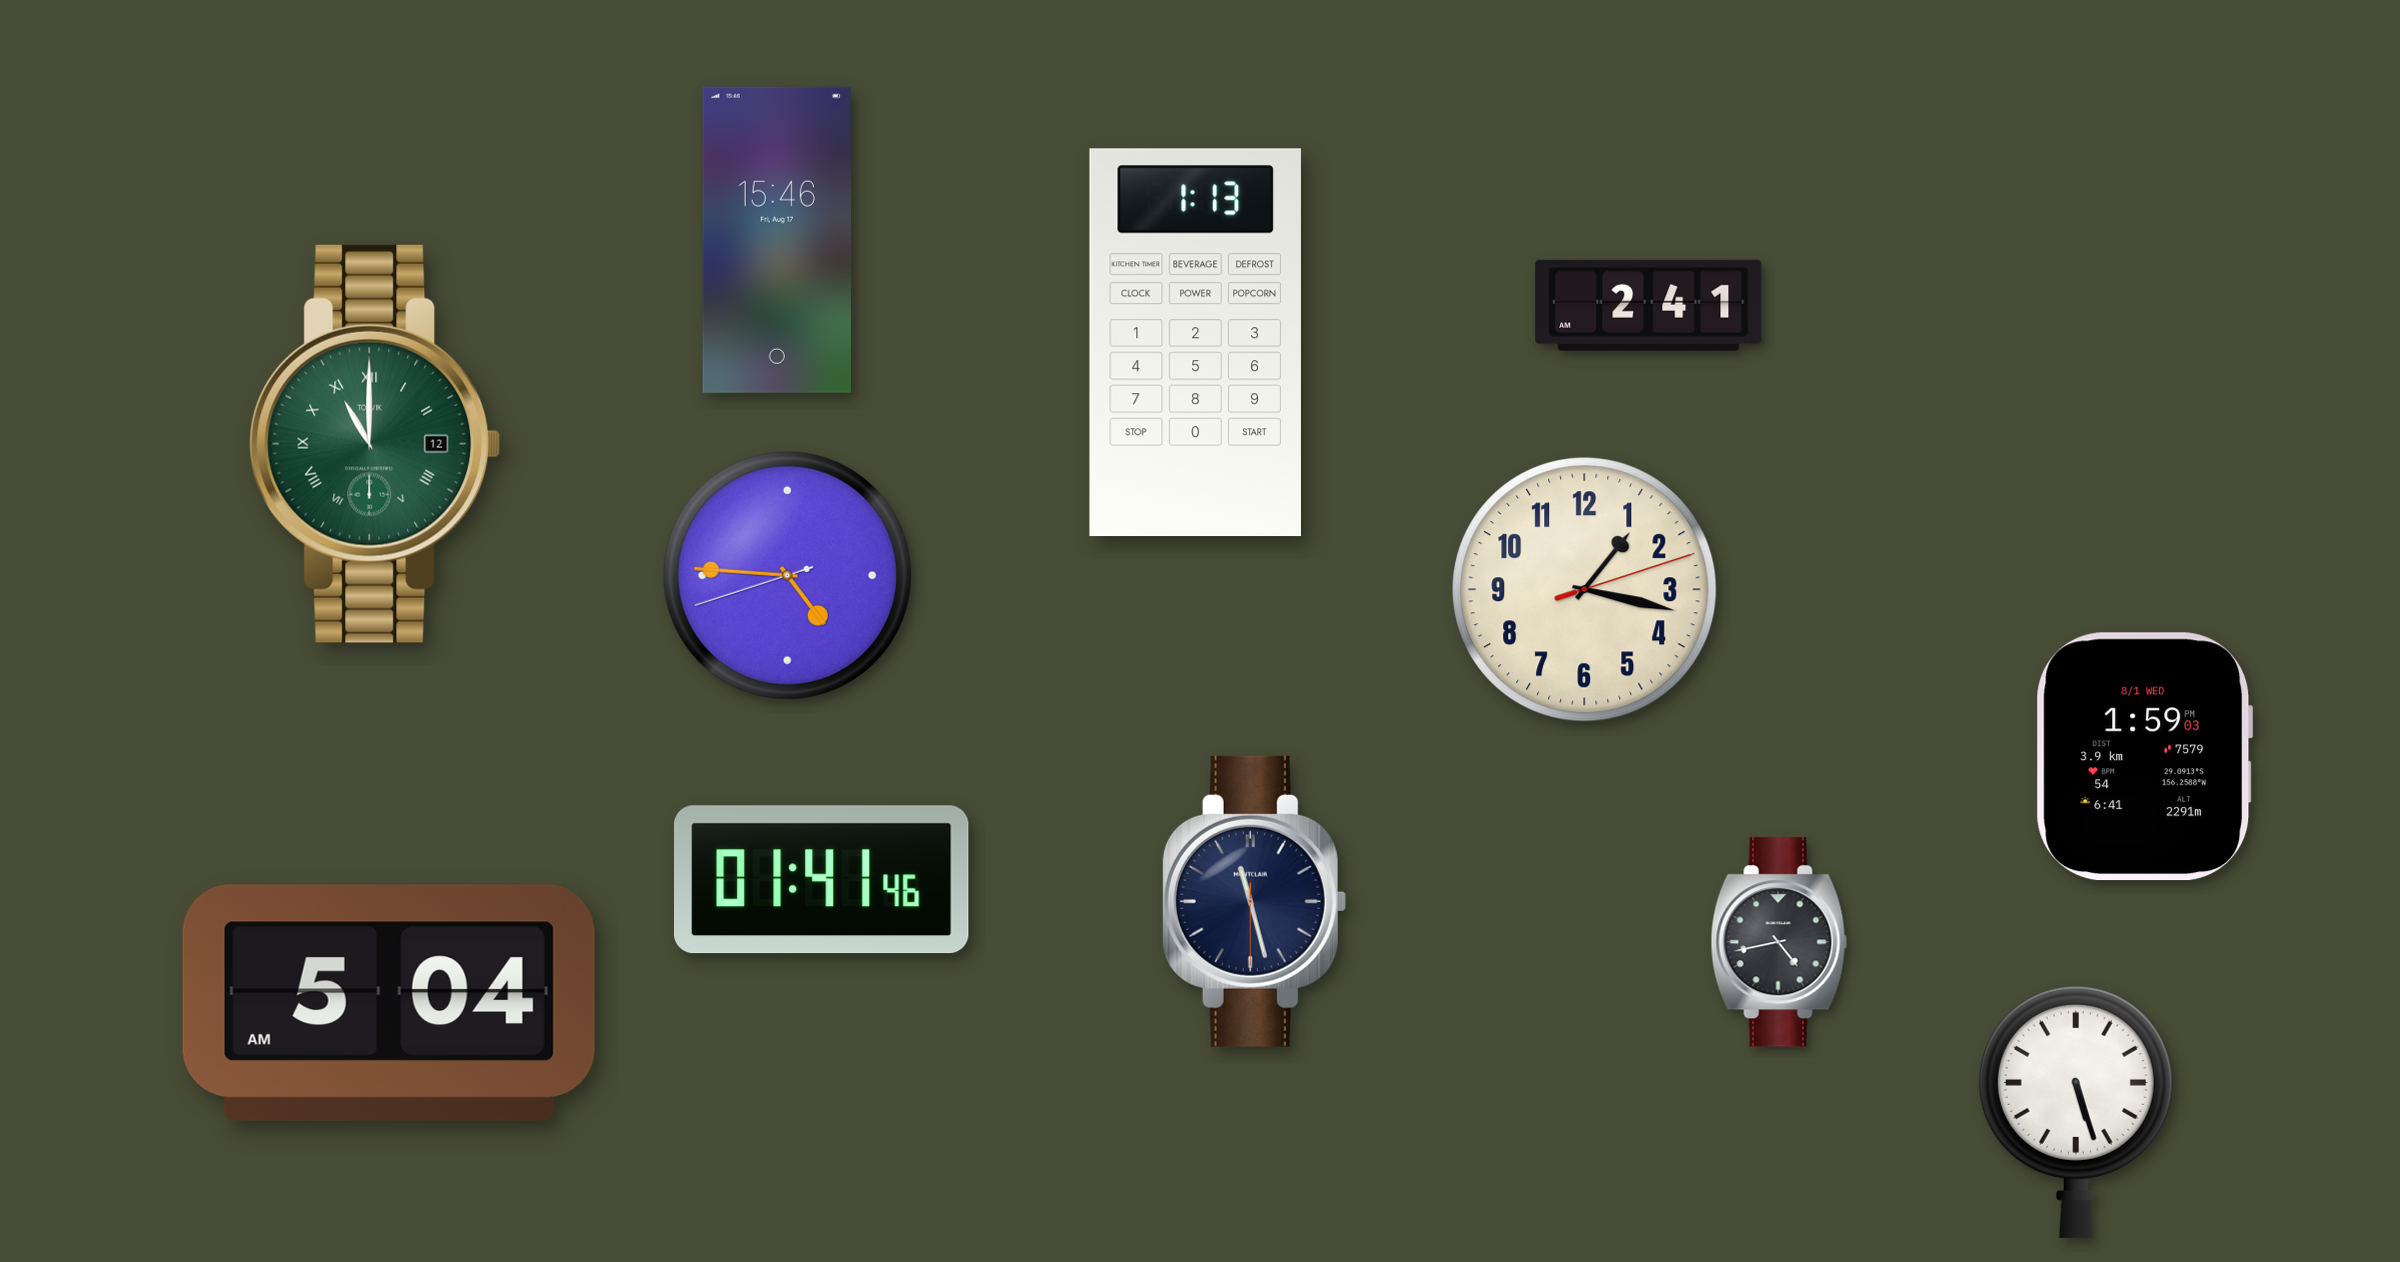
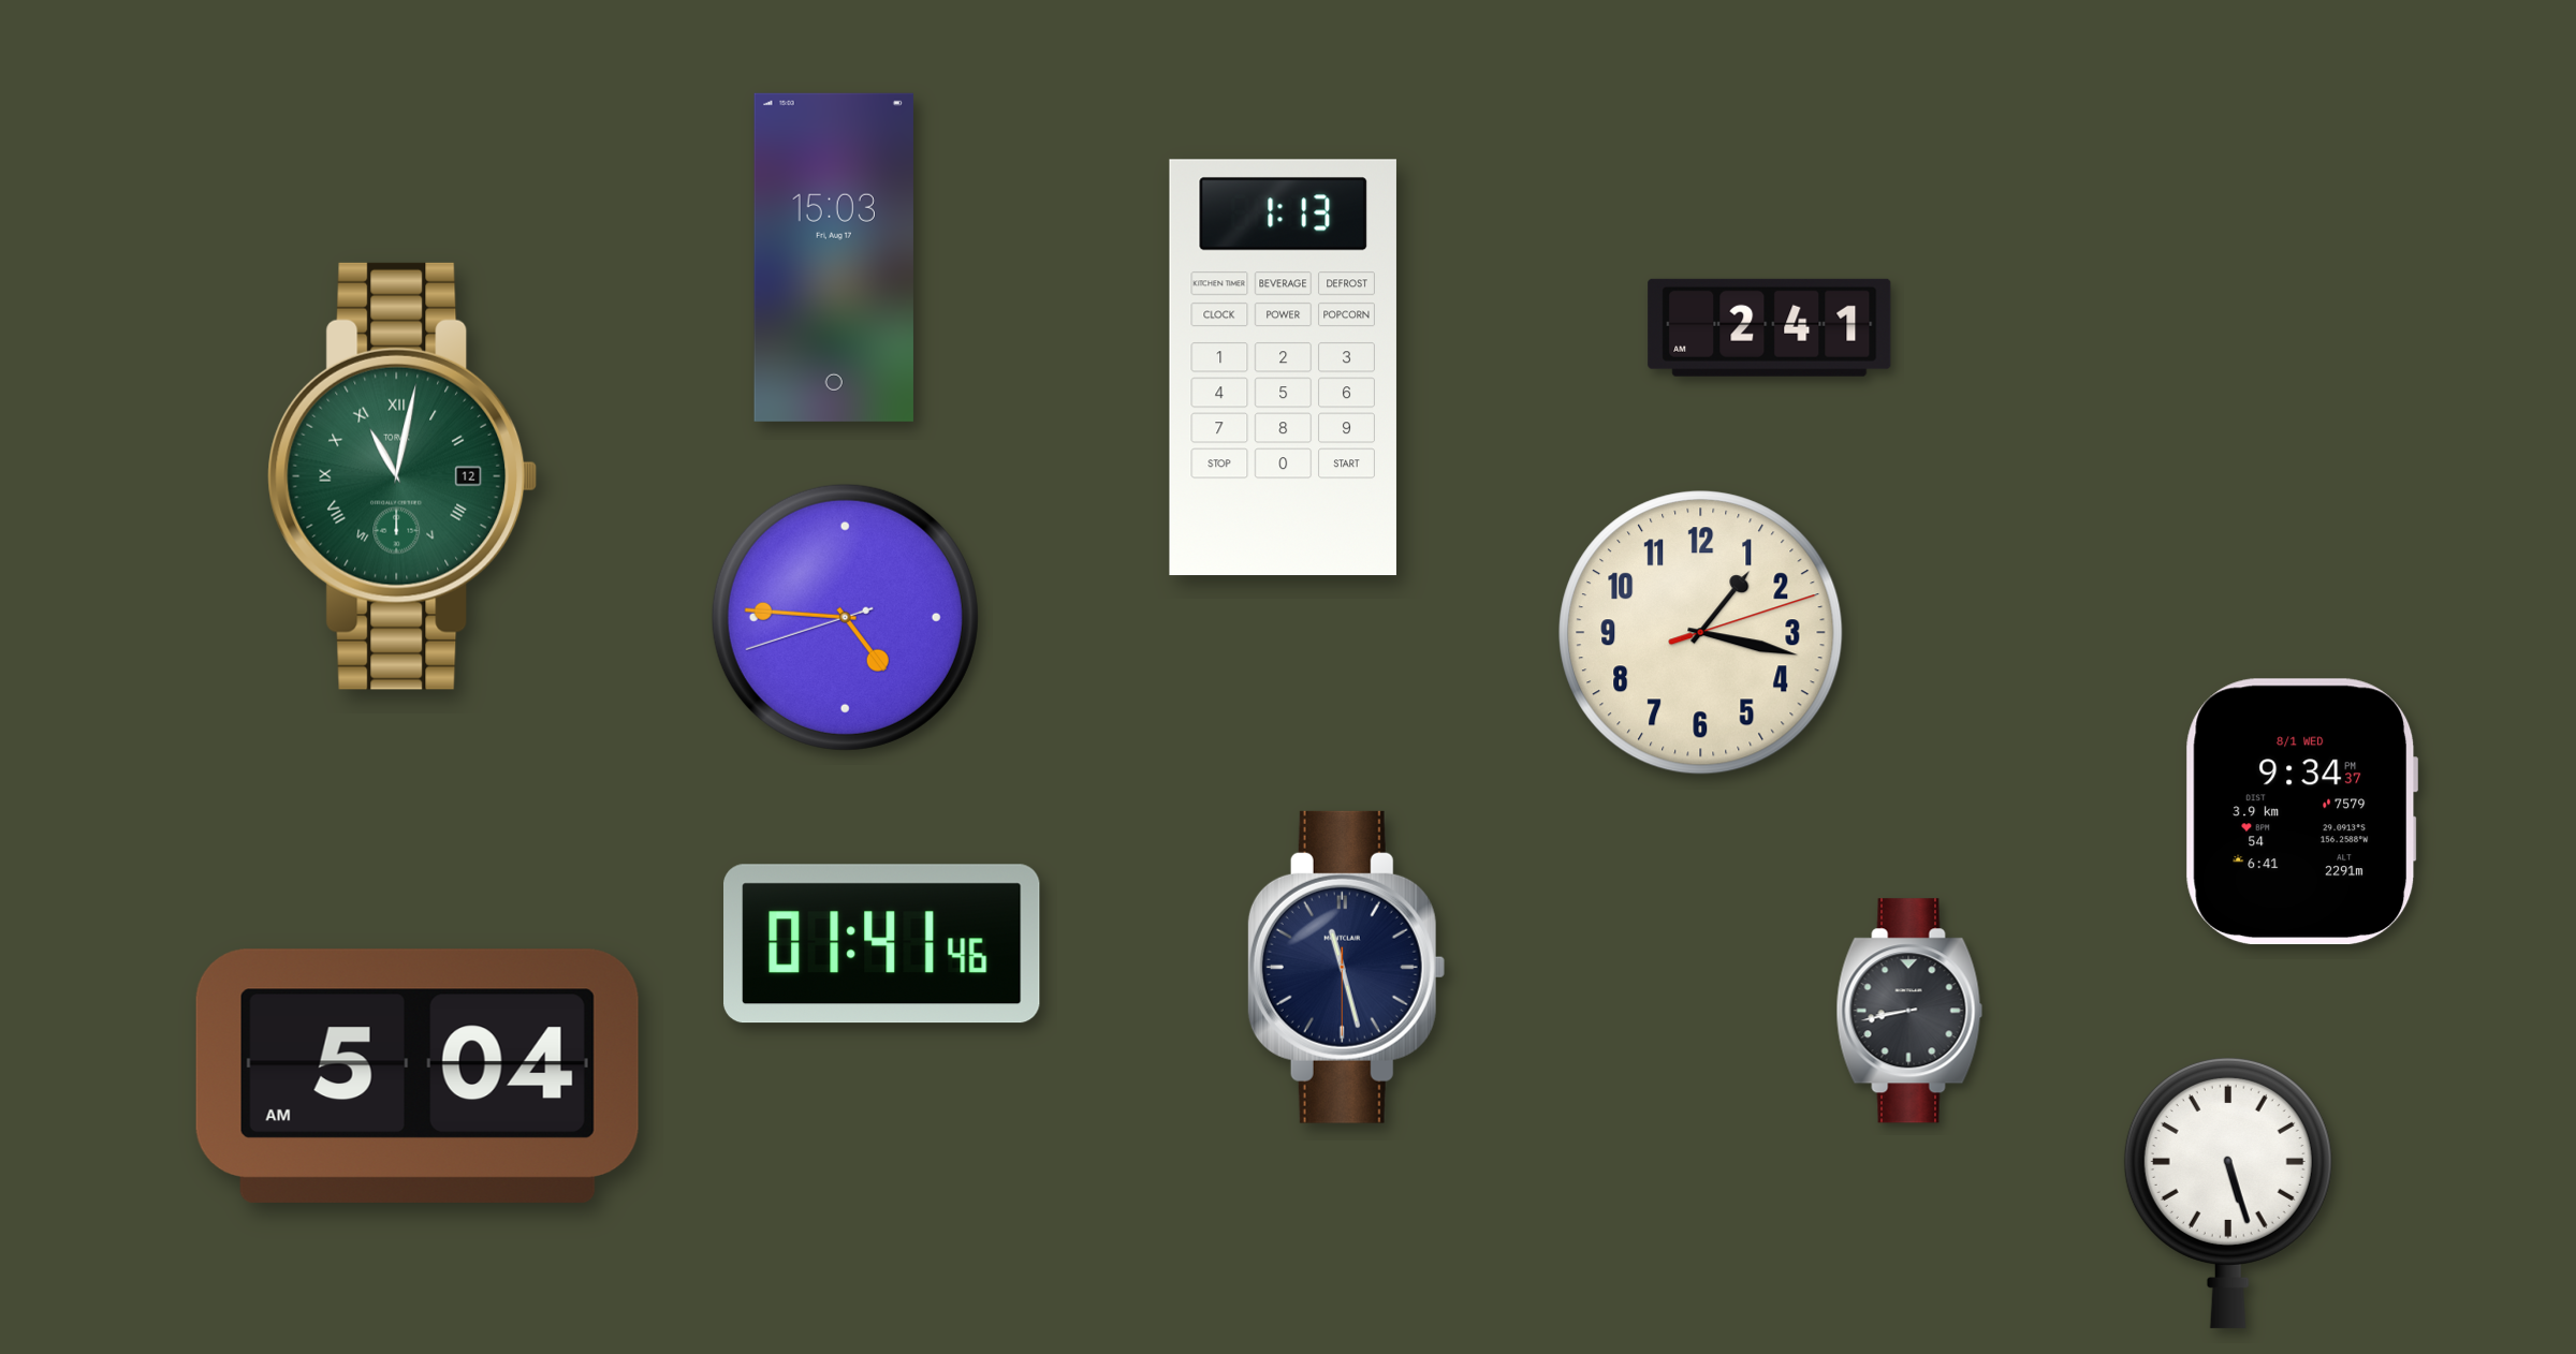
clock at (777, 240): 15:46 -> 15:03
clock at (375, 444): 11:00 -> 11:02
clock at (2145, 757): 1:59 -> 9:34
clock at (1779, 942): 4:43 -> 8:43
